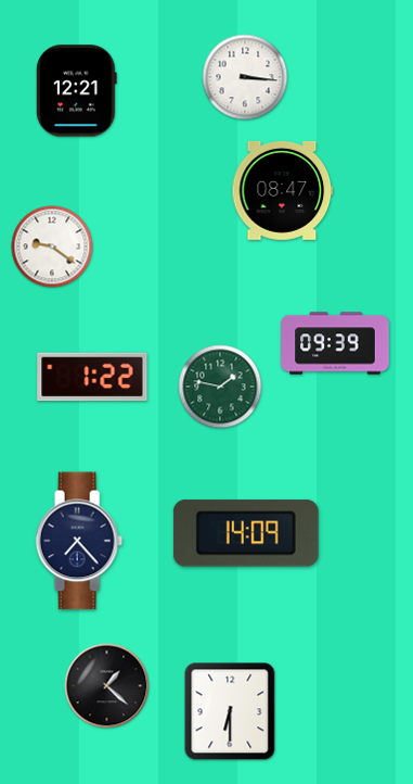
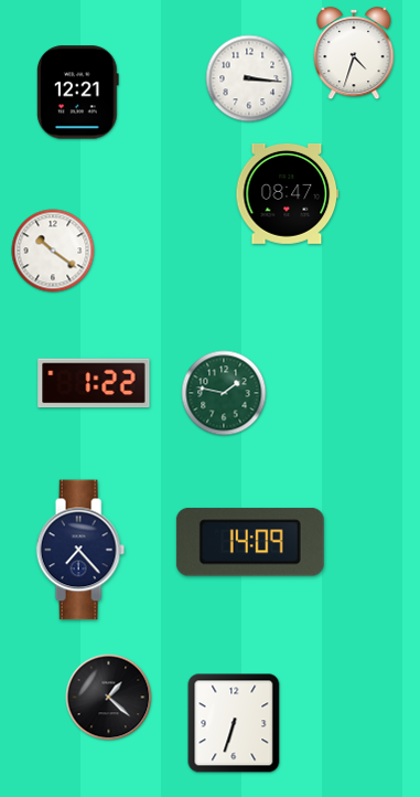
clock at (354, 53): none -> 4:33
clock at (52, 246): 9:21 -> 10:21
clock at (335, 343): 09:39 -> none
clock at (230, 711): 6:30 -> 6:33
